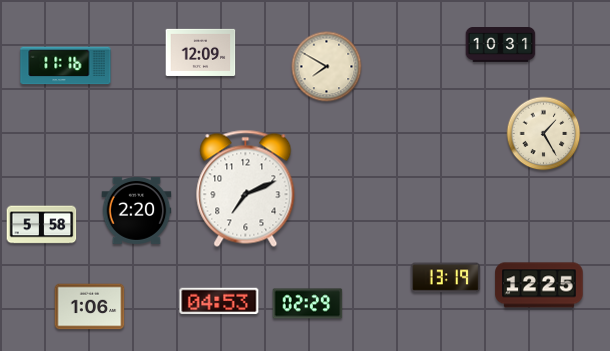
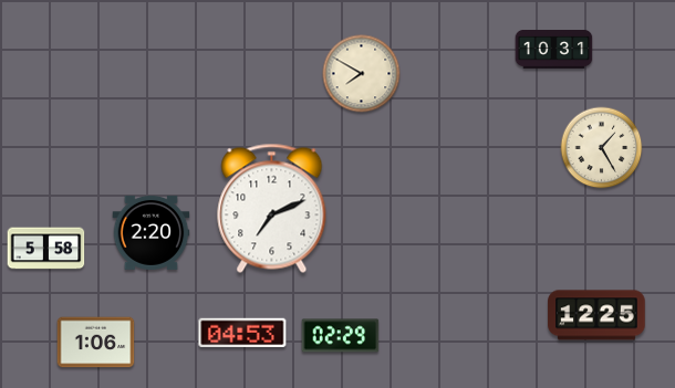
clock at (201, 52): 12:09 -> none
clock at (66, 66): 11:16 -> none
clock at (446, 278): 13:19 -> none
clock at (90, 307) position: (90, 307) -> (96, 343)
